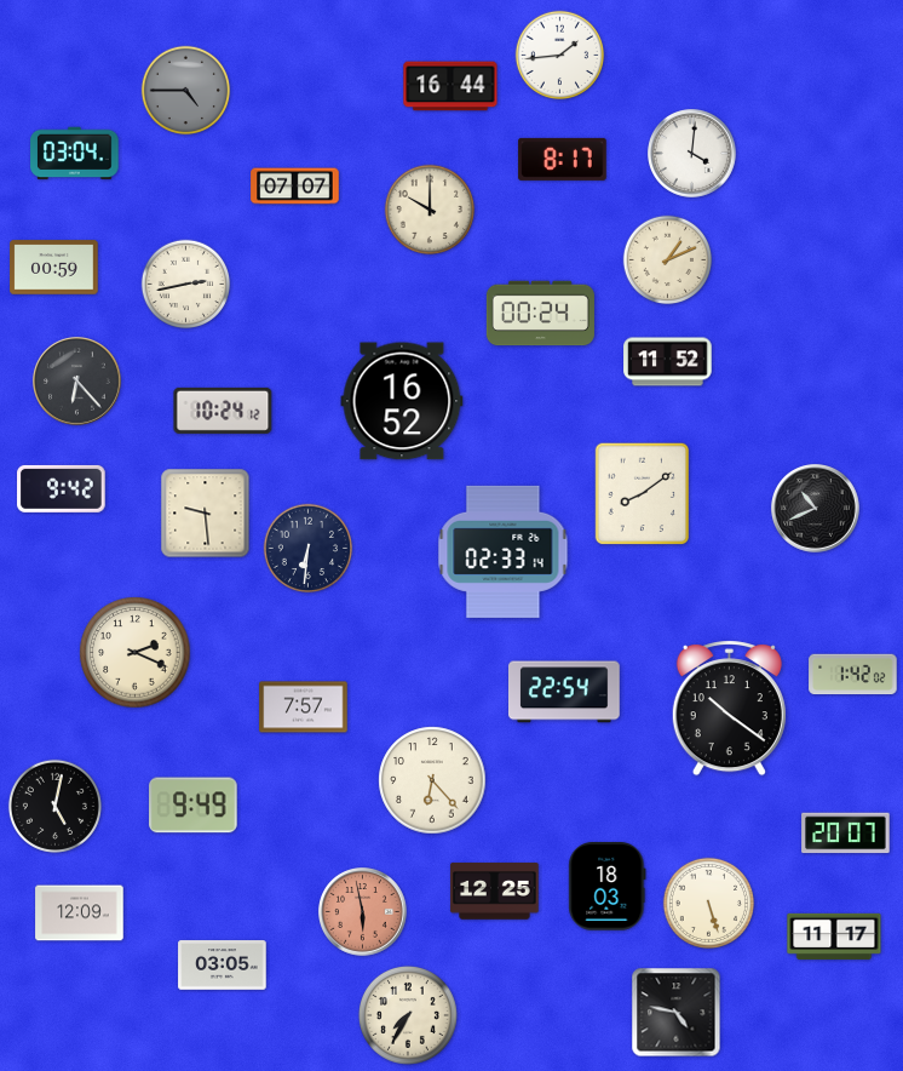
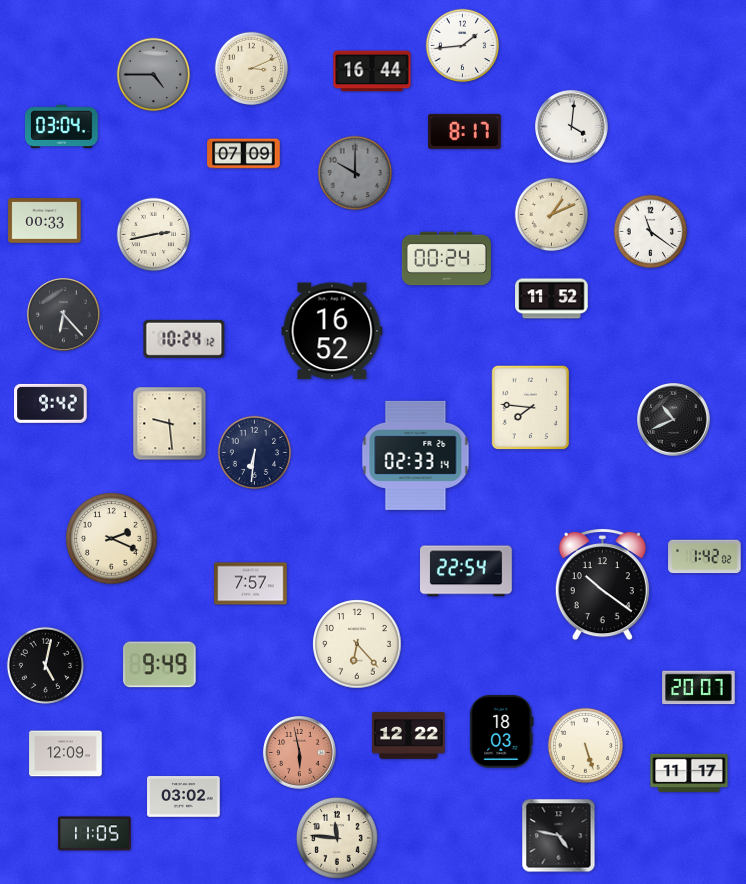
clock at (252, 69): none -> 3:11
clock at (295, 187): 07:07 -> 07:09
clock at (429, 208) dial: cream -> grey
clock at (54, 268): 00:59 -> 00:33
clock at (651, 232): none -> 11:21
clock at (643, 494): 8:09 -> 7:46
clock at (495, 892): 12:25 -> 12:22
clock at (223, 966): 03:05 -> 03:02
clock at (95, 834): none -> 11:05
clock at (408, 1015): 7:35 -> 11:46
